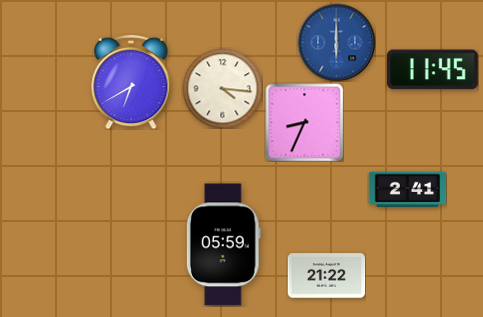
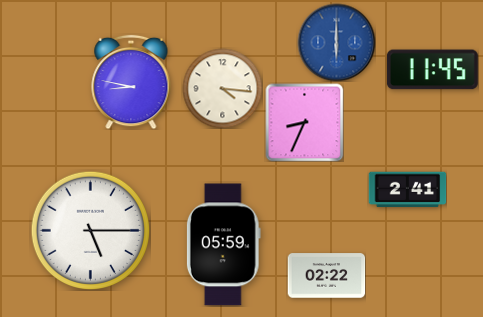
clock at (131, 82): 6:40 -> 8:47
clock at (90, 230): none -> 5:15
clock at (326, 276): 21:22 -> 02:22
